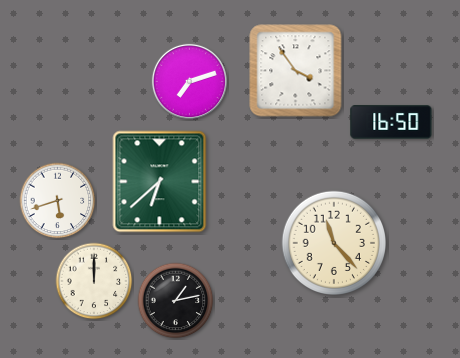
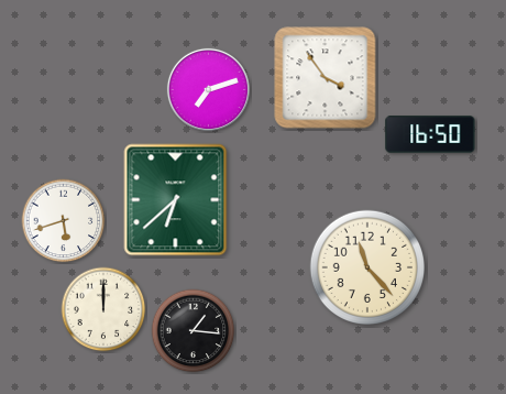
clock at (176, 301): 1:13 -> 1:16
